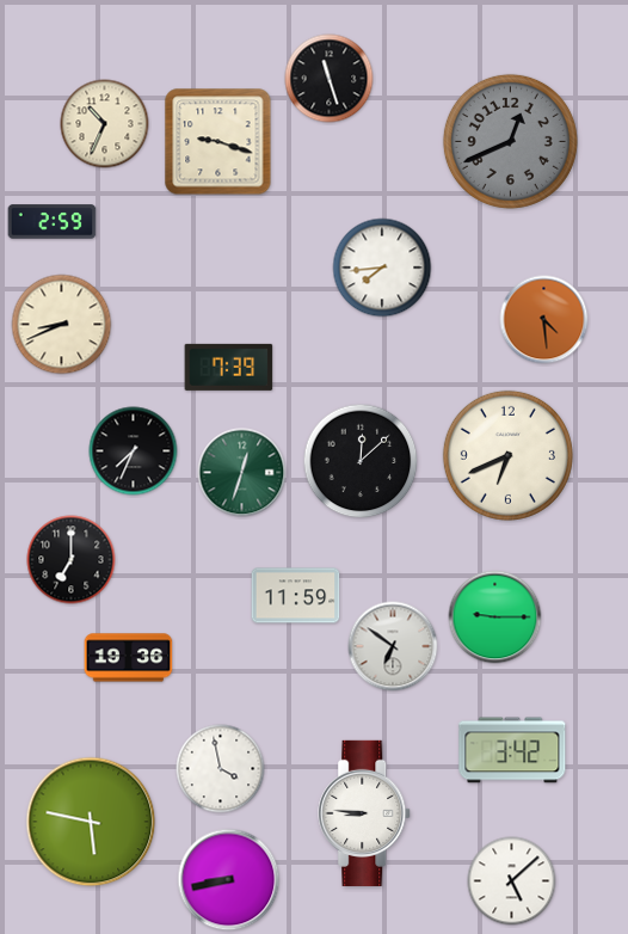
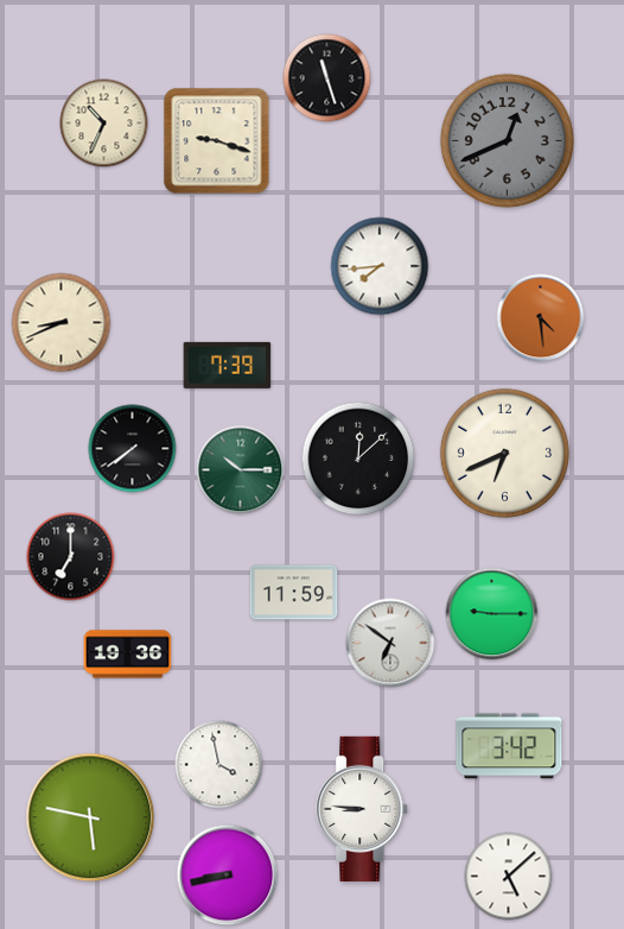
clock at (53, 222): 2:59 -> none
clock at (134, 451): 7:34 -> 7:39
clock at (242, 473): 12:33 -> 10:15
